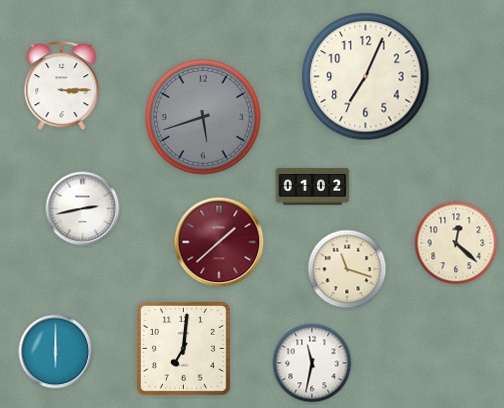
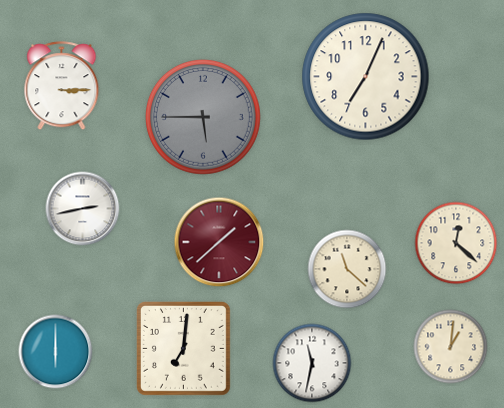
clock at (203, 117): 5:42 -> 5:45
clock at (313, 187): 01:02 -> none
clock at (347, 269): 11:18 -> 11:22
clock at (451, 347): none -> 1:01
